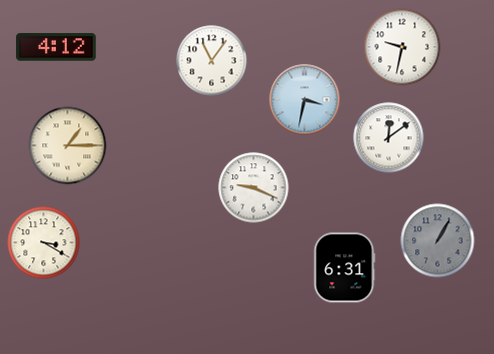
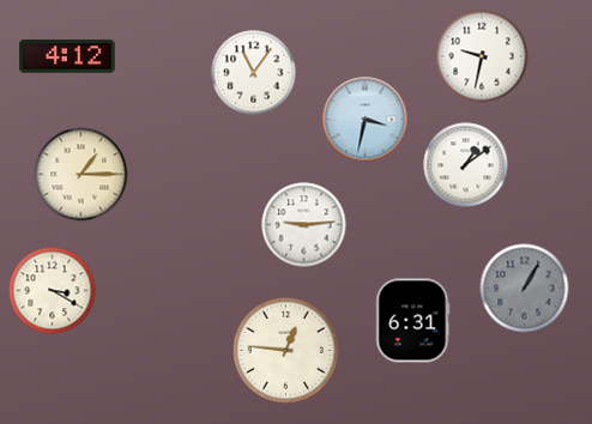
clock at (389, 138): 12:09 -> 1:09
clock at (254, 188): 9:19 -> 9:14
clock at (285, 350): none -> 12:46
